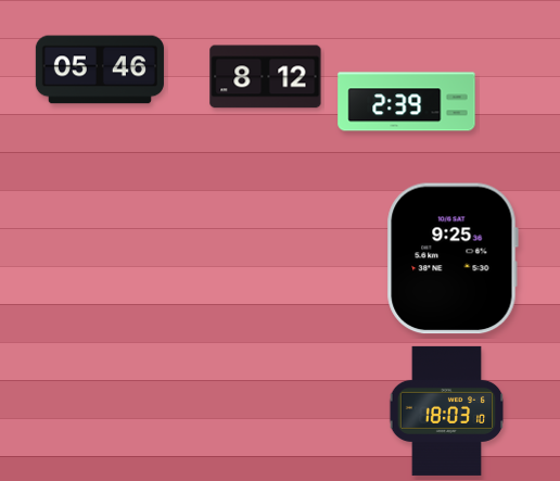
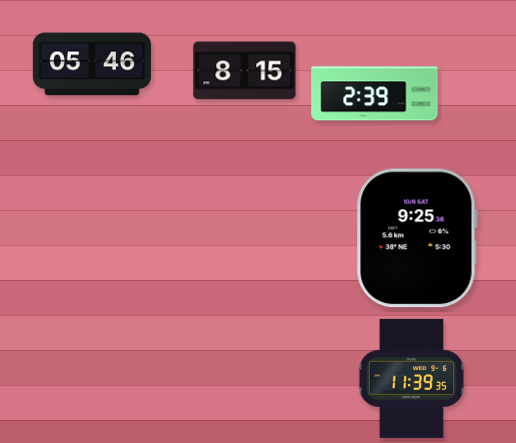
clock at (266, 77): 8:12 -> 8:15
clock at (447, 410): 18:03 -> 11:39
